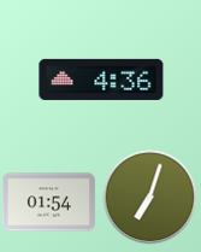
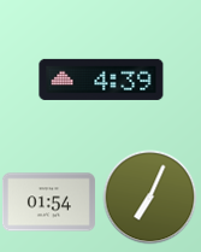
clock at (101, 80): 4:36 -> 4:39
clock at (149, 197): 7:03 -> 7:04
